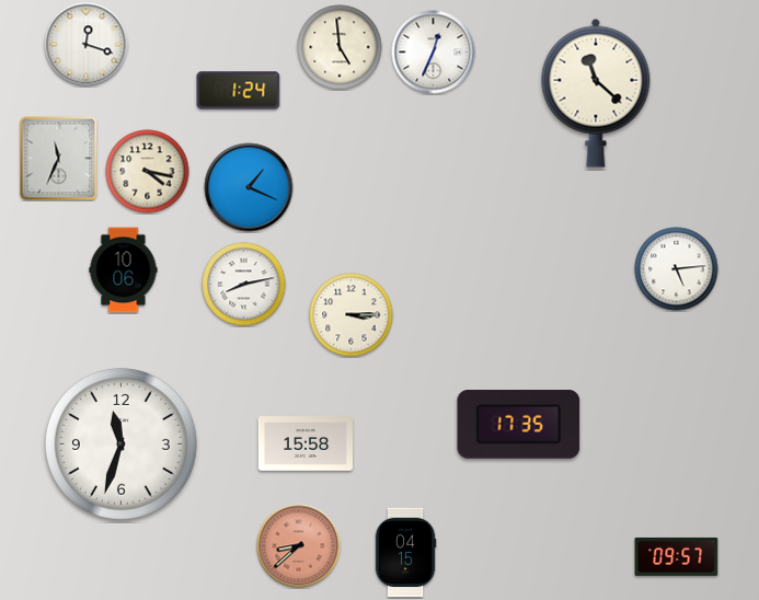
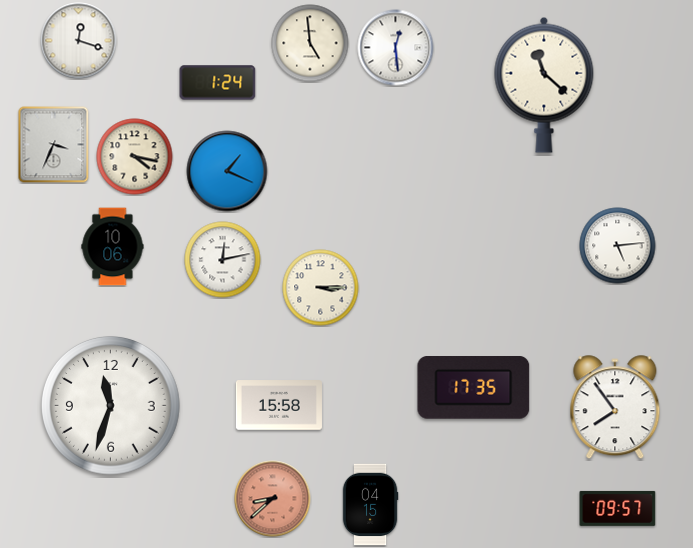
clock at (434, 53): 12:34 -> 12:29
clock at (59, 159): 11:34 -> 3:34
clock at (244, 285): 8:13 -> 12:13
clock at (615, 408): none -> 7:54
